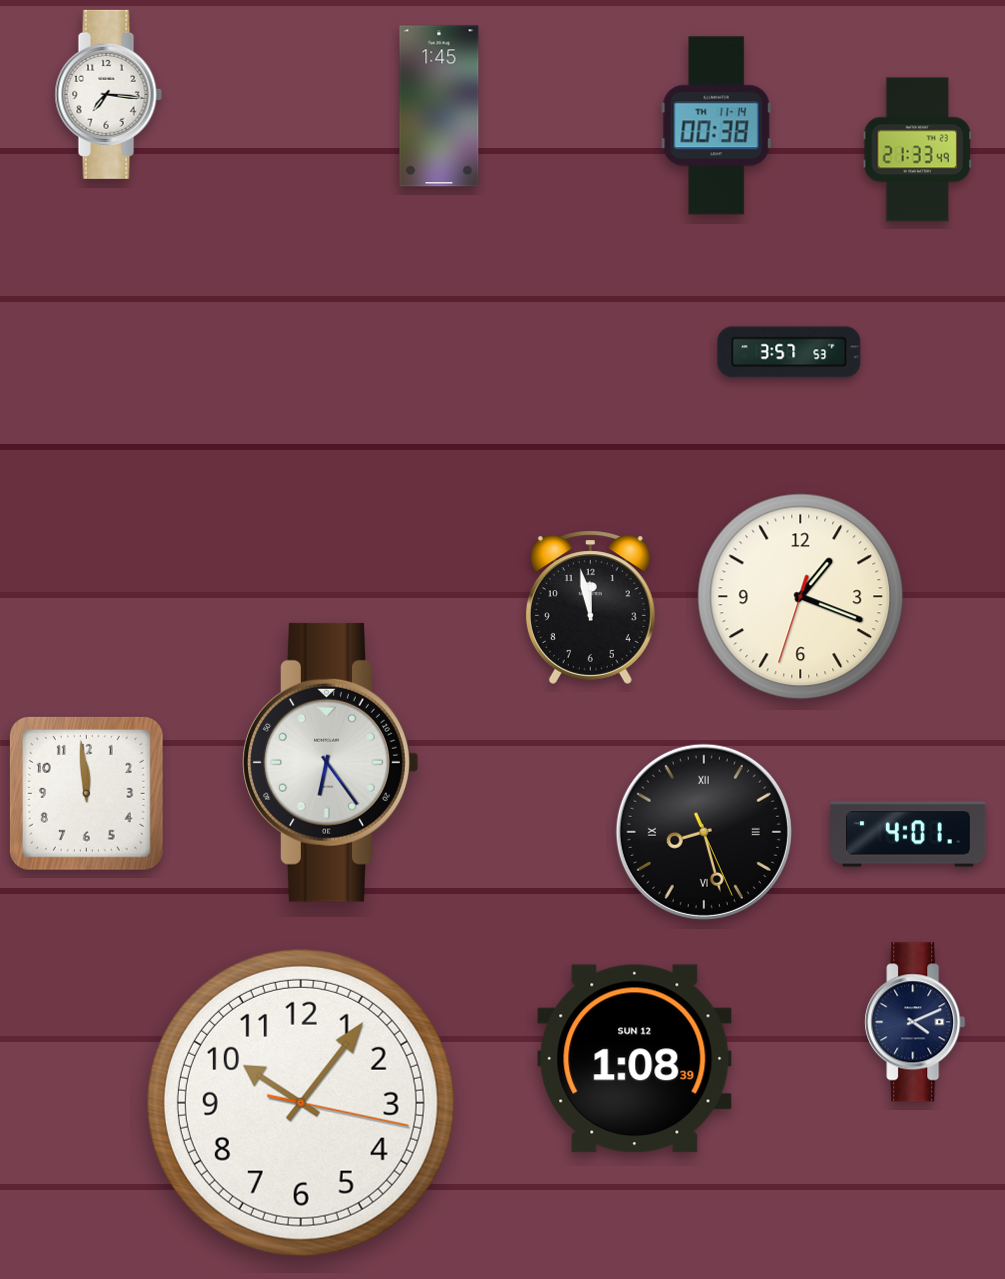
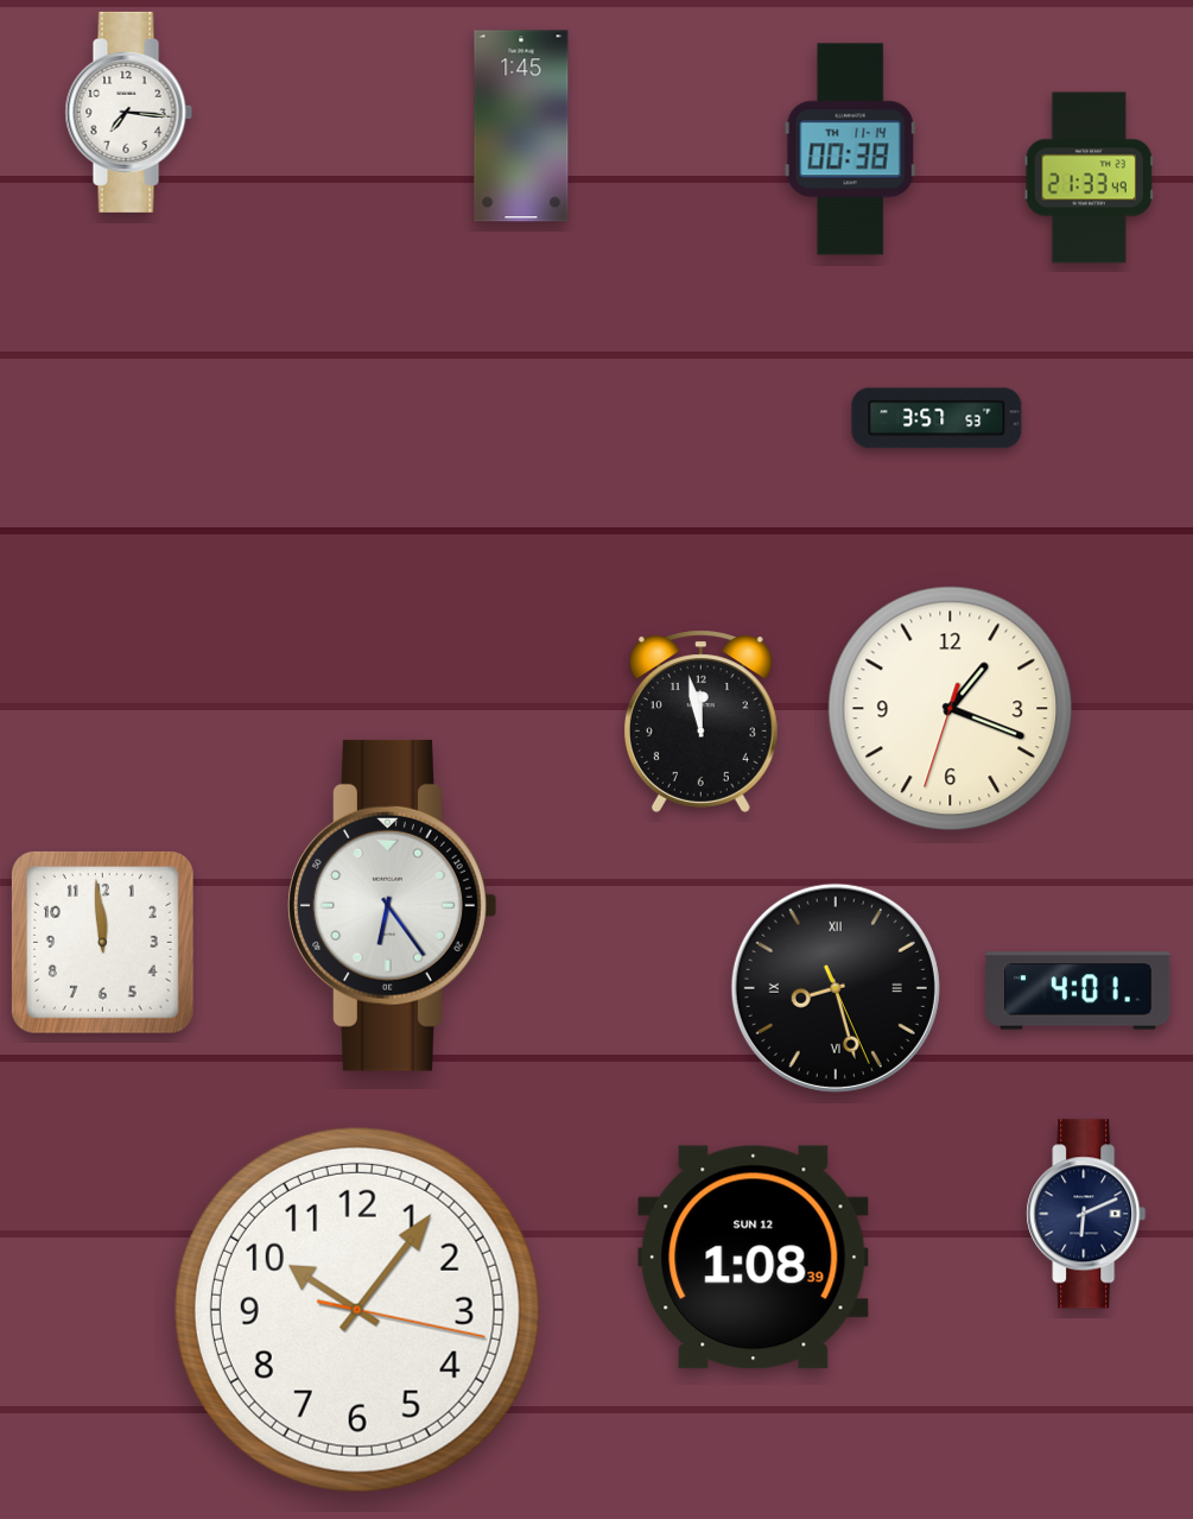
clock at (915, 1022): 4:11 -> 6:11
